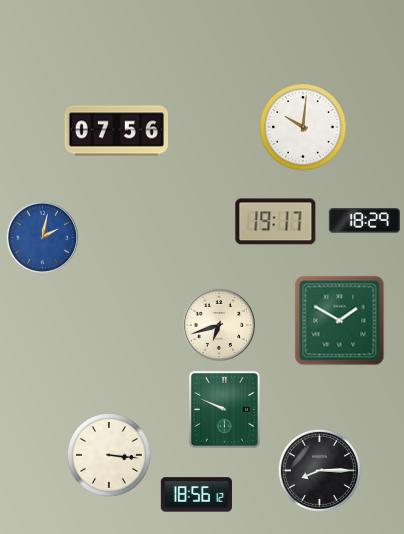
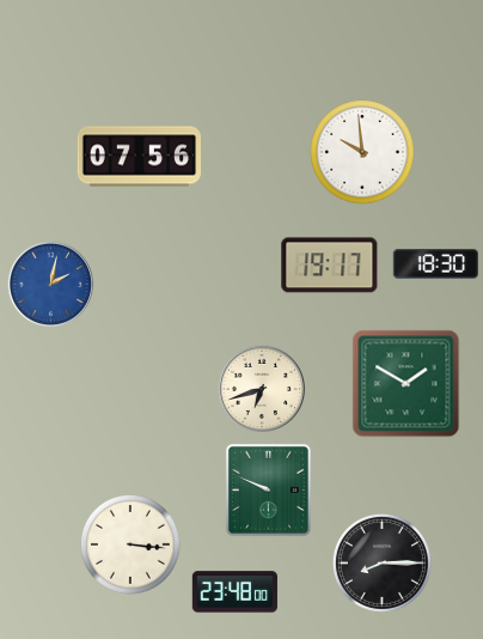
clock at (303, 127): 10:01 -> 9:59
clock at (364, 221): 18:29 -> 18:30
clock at (196, 495): 18:56 -> 23:48
